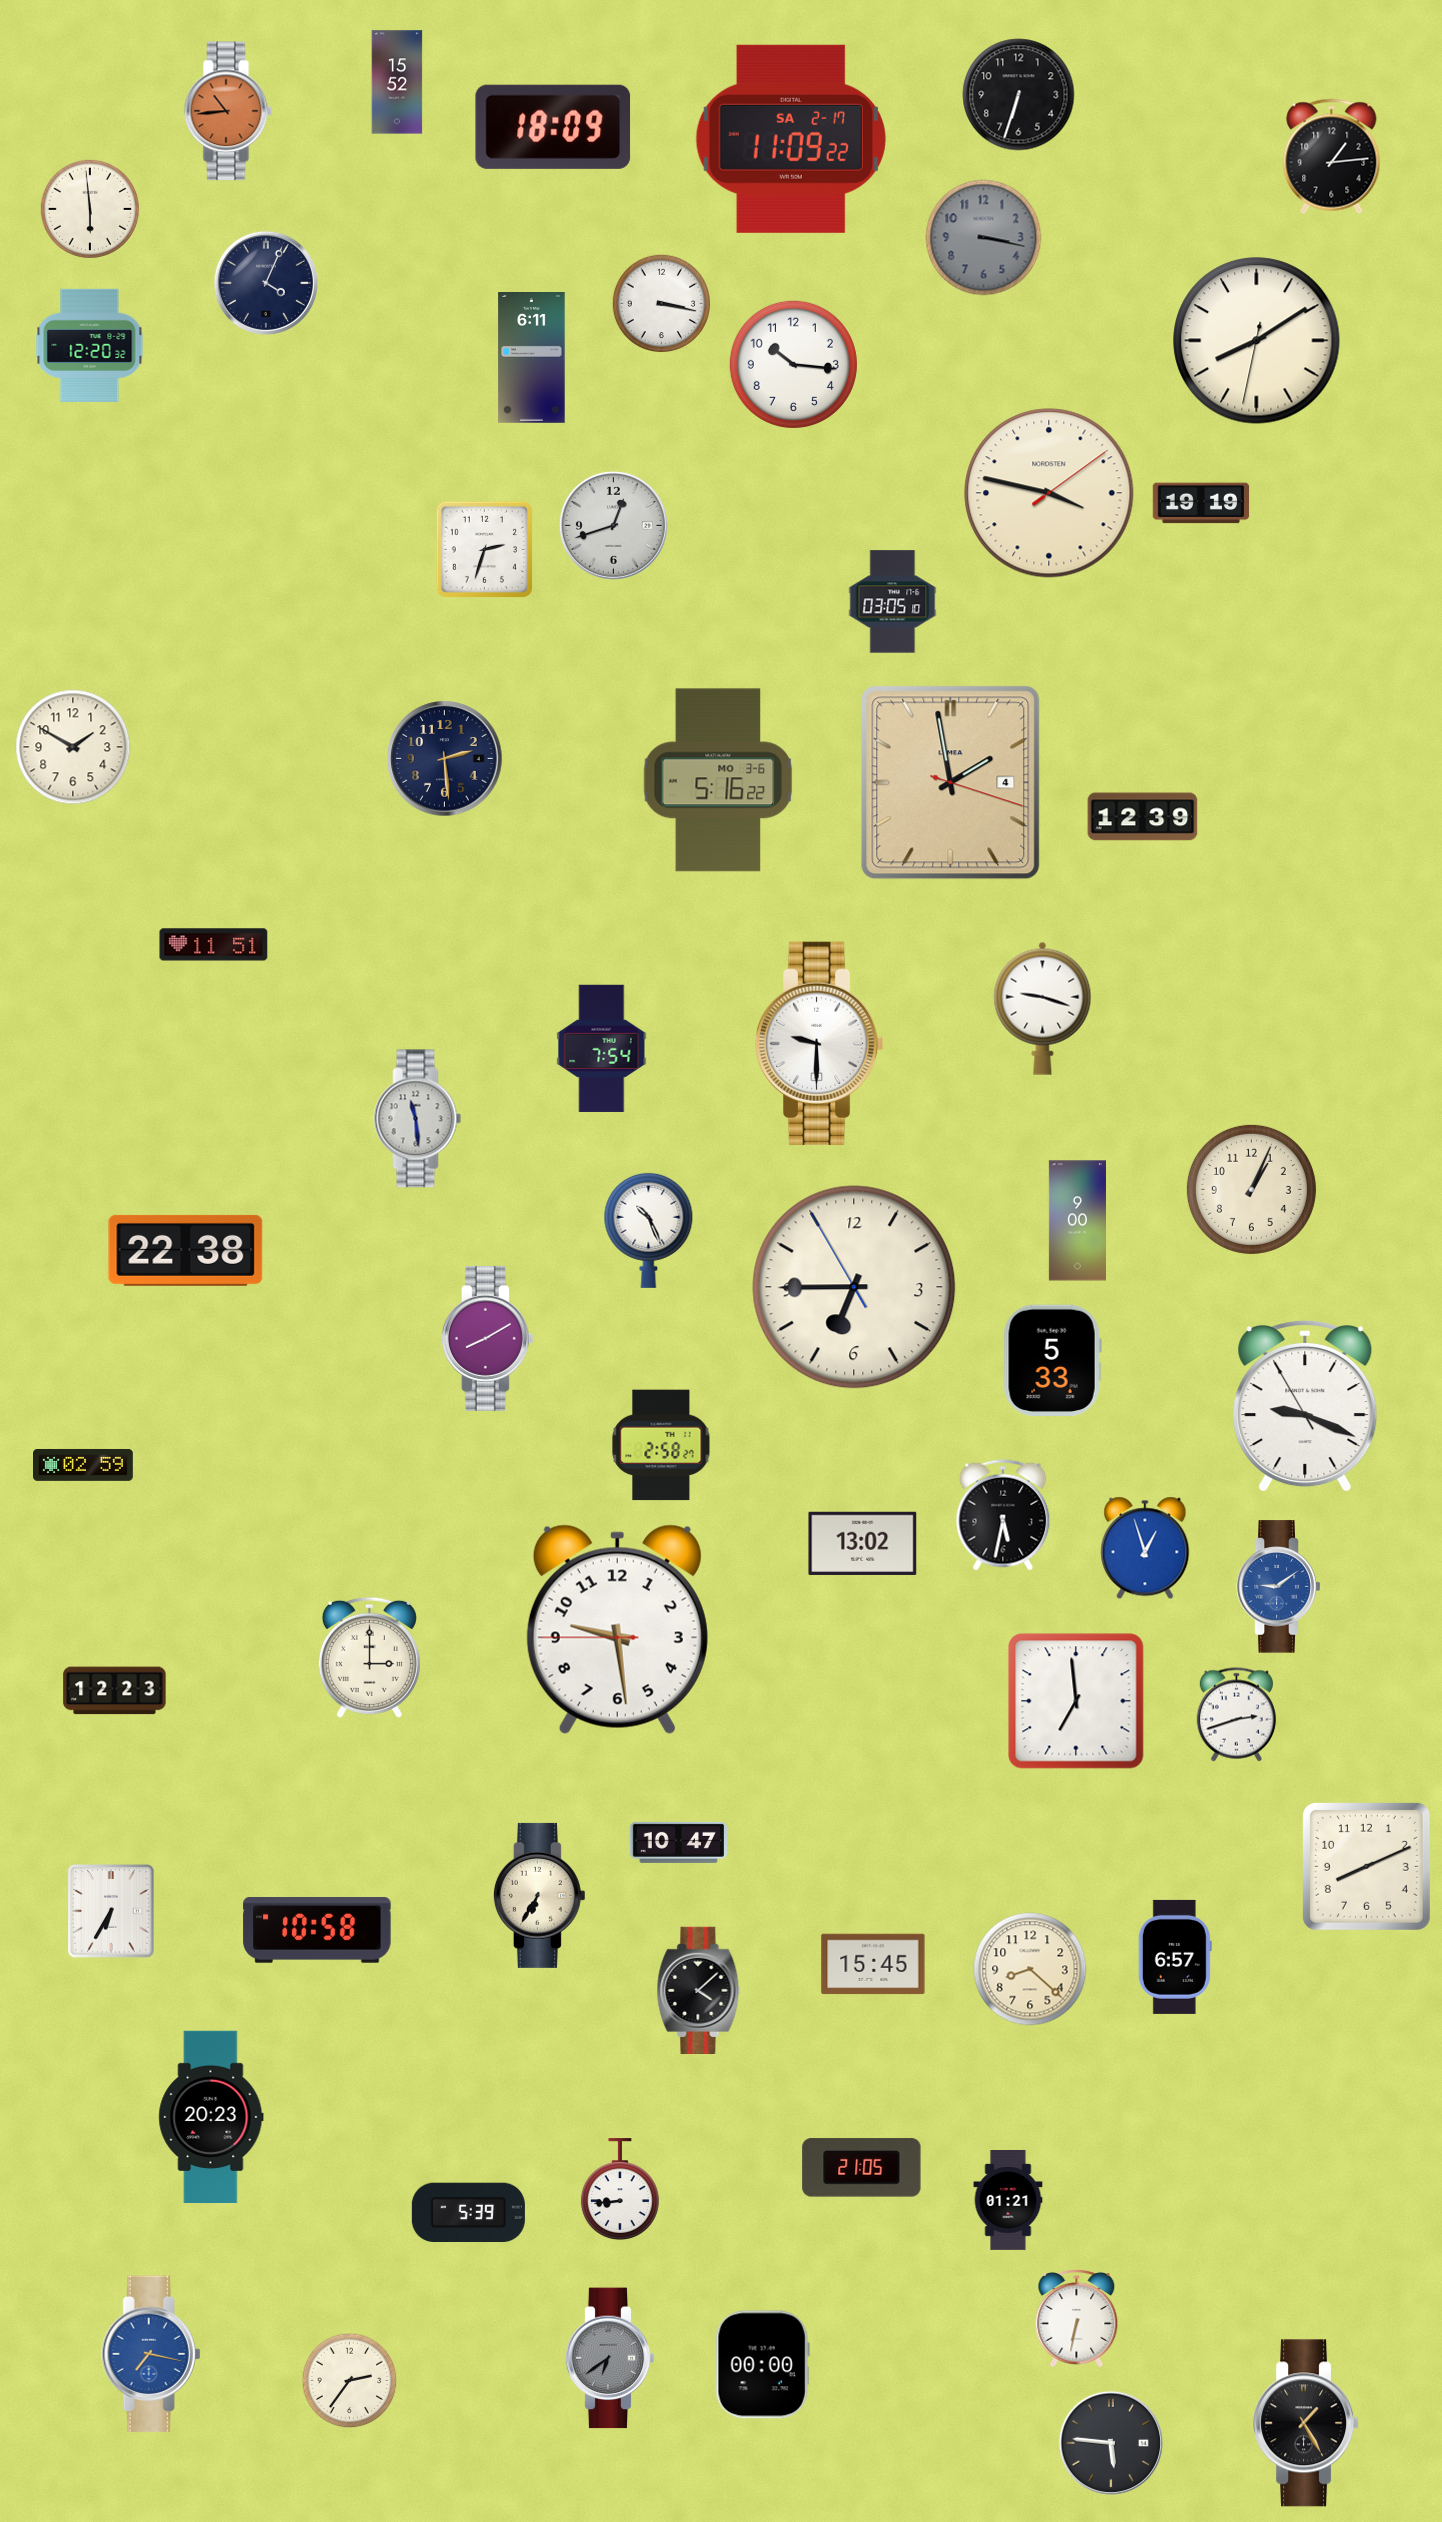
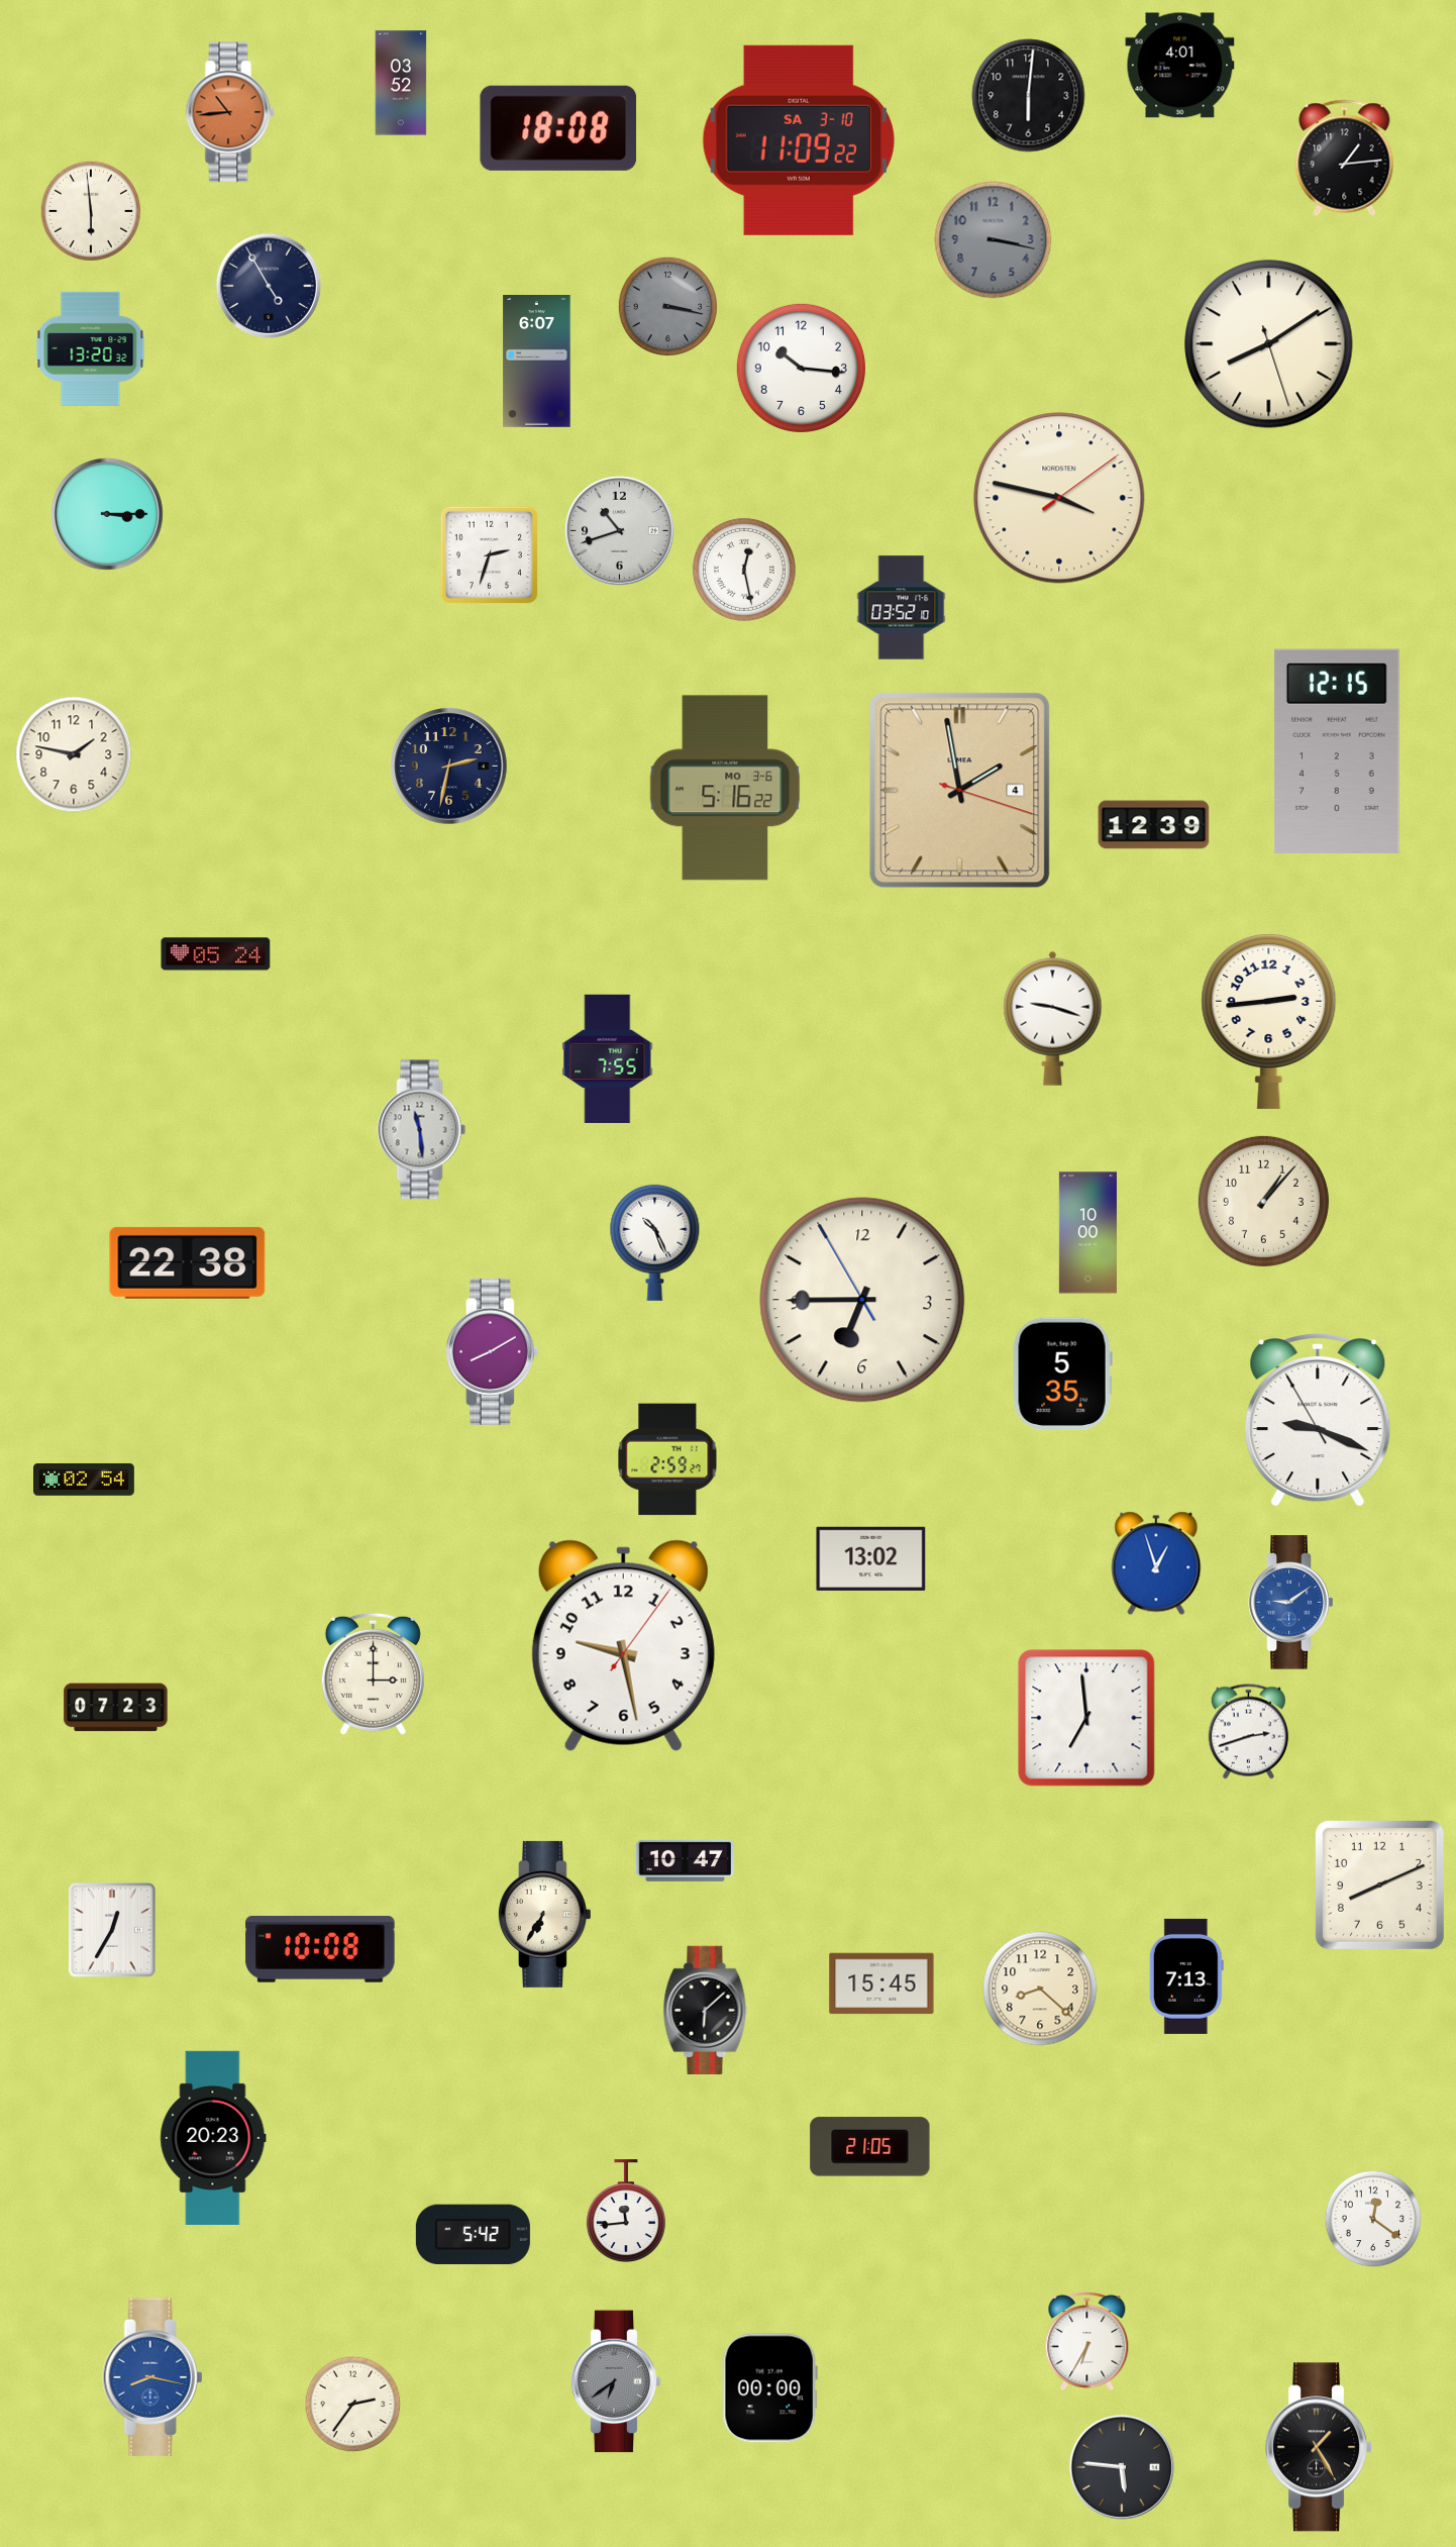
clock at (1180, 66): none -> 4:01
clock at (397, 82): 15:52 -> 03:52
clock at (1019, 95): 6:33 -> 6:01
clock at (553, 127): 18:09 -> 18:08
clock at (791, 139) date: SA 2-17 -> SA 3-10
clock at (266, 283): 4:04 -> 4:55
clock at (661, 303) dial: white -> grey
clock at (1257, 341): 8:09:32 -> 8:09:27
clock at (90, 345): 12:20 -> 13:20
clock at (532, 358): 6:11 -> 6:07
clock at (1201, 503): 19:19 -> none
clock at (107, 514): none -> 3:15
clock at (613, 525): 12:42 -> 10:42
clock at (744, 570): none -> 12:28
clock at (893, 602): 03:05 -> 03:52
clock at (1338, 751): none -> 12:15
clock at (73, 747): 1:50 -> 1:47
clock at (445, 759): 2:29 -> 2:32
clock at (214, 945): 11:51 -> 05:24
clock at (1269, 1021): none -> 2:44
clock at (820, 1043): 9:30 -> none
clock at (602, 1048): 7:54 -> 7:55
clock at (1251, 1189): 1:04 -> 1:07
clock at (1077, 1221): 9:00 -> 10:00
clock at (1052, 1360): 5:33 -> 5:35
clock at (661, 1445): 2:58 -> 2:59
clock at (84, 1465): 02:59 -> 02:54
clock at (1003, 1515): 5:32 -> none
clock at (617, 1630): 9:28:45 -> 9:28:06
clock at (115, 1691): 12:23 -> 07:23
clock at (111, 1911): 6:35 -> 12:35
clock at (317, 1930): 10:58 -> 10:08
clock at (1175, 1957): 6:57 -> 7:13
clock at (699, 1990): 4:08 -> 6:08
clock at (862, 2168) position: (862, 2168) -> (870, 2147)
clock at (620, 2190): 8:44 -> 11:44
clock at (1373, 2219): none -> 12:21
clock at (1008, 2201): 01:21 -> none
clock at (468, 2212): 5:39 -> 5:42
clock at (1077, 2319): 6:32 -> 6:35
clock at (151, 2354): 7:17 -> 8:17
